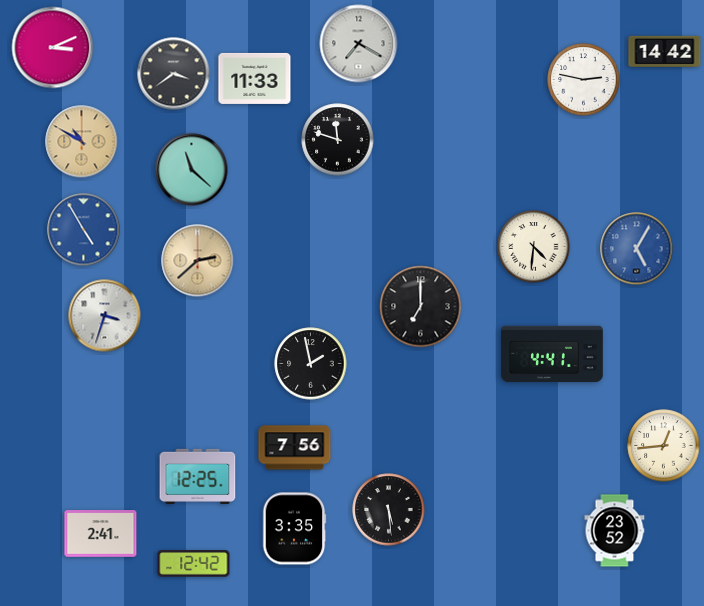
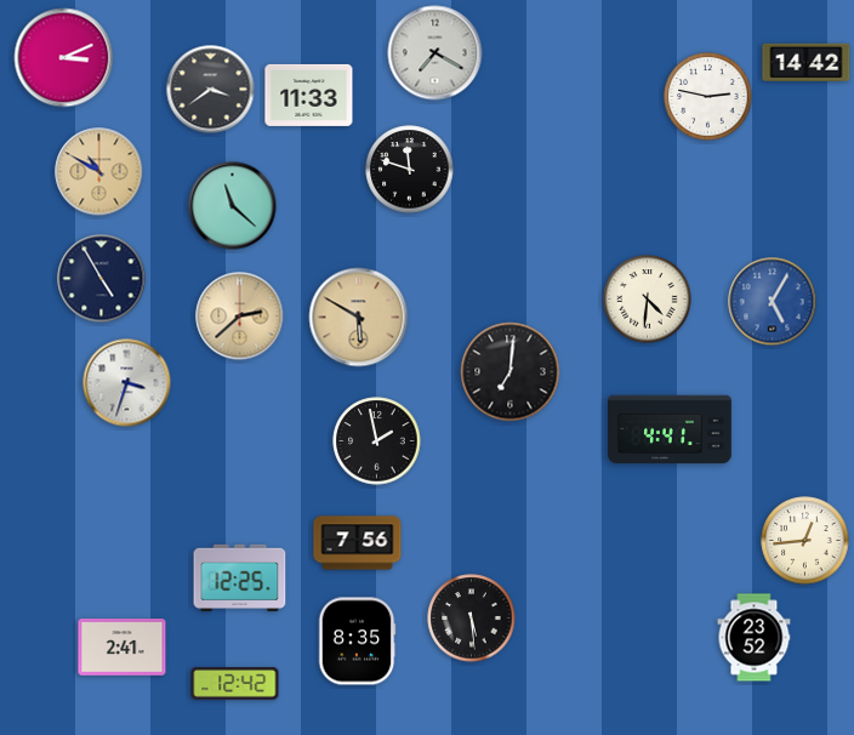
clock at (84, 230) dial: blue -> navy
clock at (359, 318): none -> 5:50
clock at (421, 307): 7:00 -> 7:01
clock at (294, 529): 3:35 -> 8:35
clock at (615, 531) position: (615, 531) -> (755, 638)
